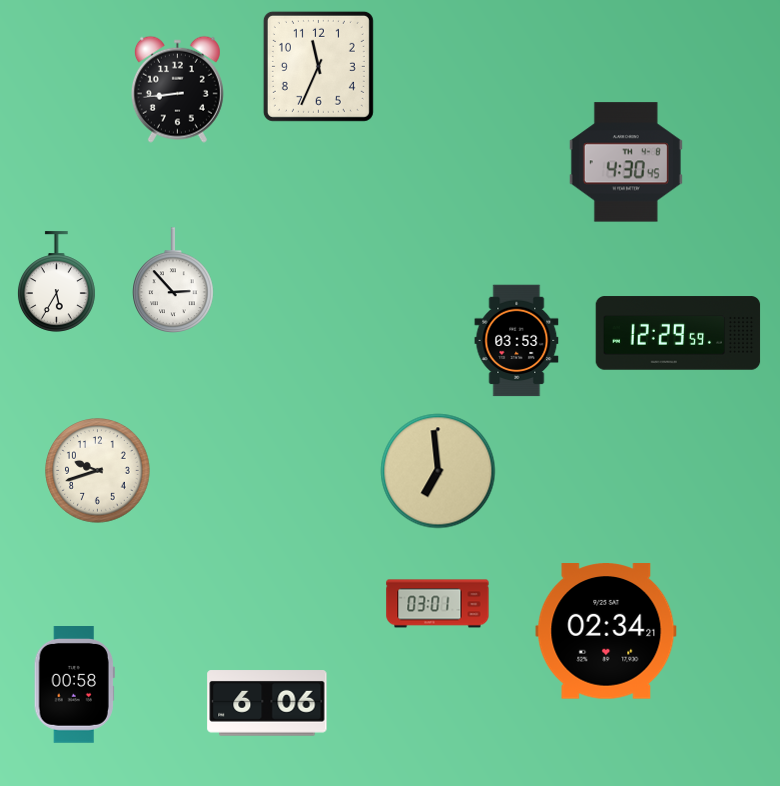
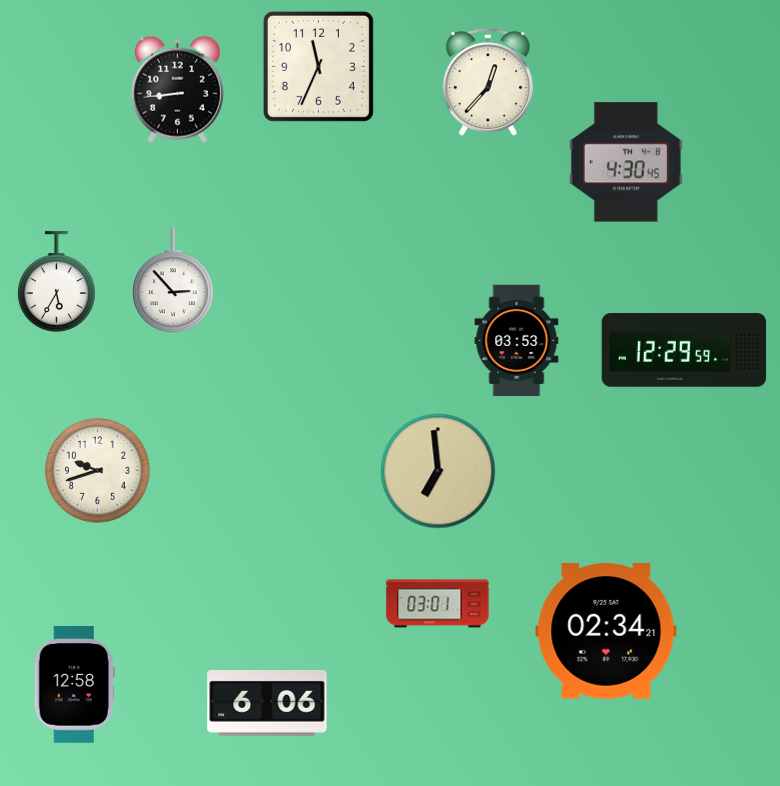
clock at (488, 83): none -> 12:37
clock at (678, 333) position: (678, 333) -> (684, 350)
clock at (74, 685): 00:58 -> 12:58
